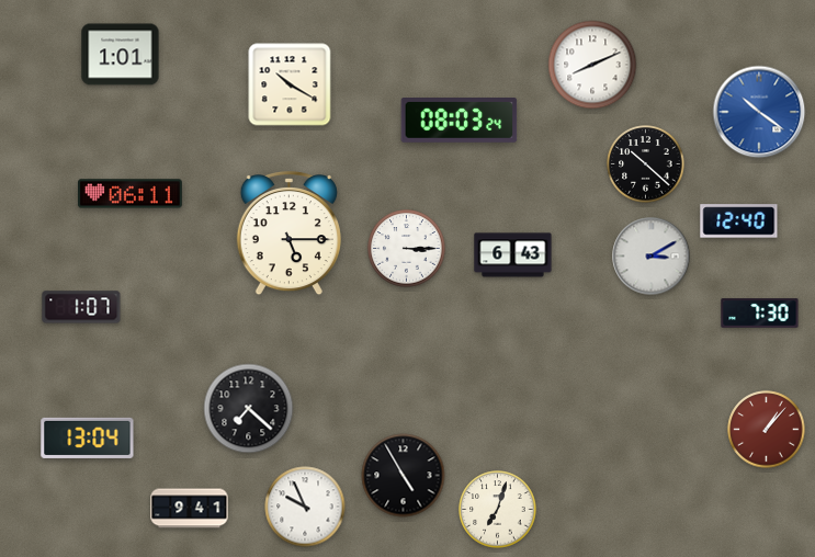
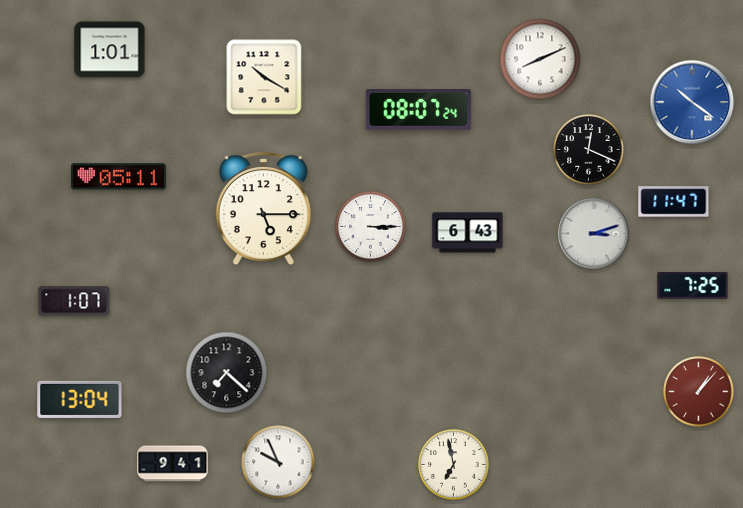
clock at (460, 121): 08:03 -> 08:07
clock at (646, 164): 10:22 -> 12:19
clock at (129, 194): 06:11 -> 05:11
clock at (739, 221): 12:40 -> 11:47
clock at (288, 234) position: (288, 234) -> (263, 209)
clock at (652, 257): 3:10 -> 3:12
clock at (81, 307) position: (81, 307) -> (74, 301)
clock at (760, 314): 7:30 -> 7:25
clock at (404, 476): 4:55 -> none
clock at (498, 510): 7:03 -> 6:58
